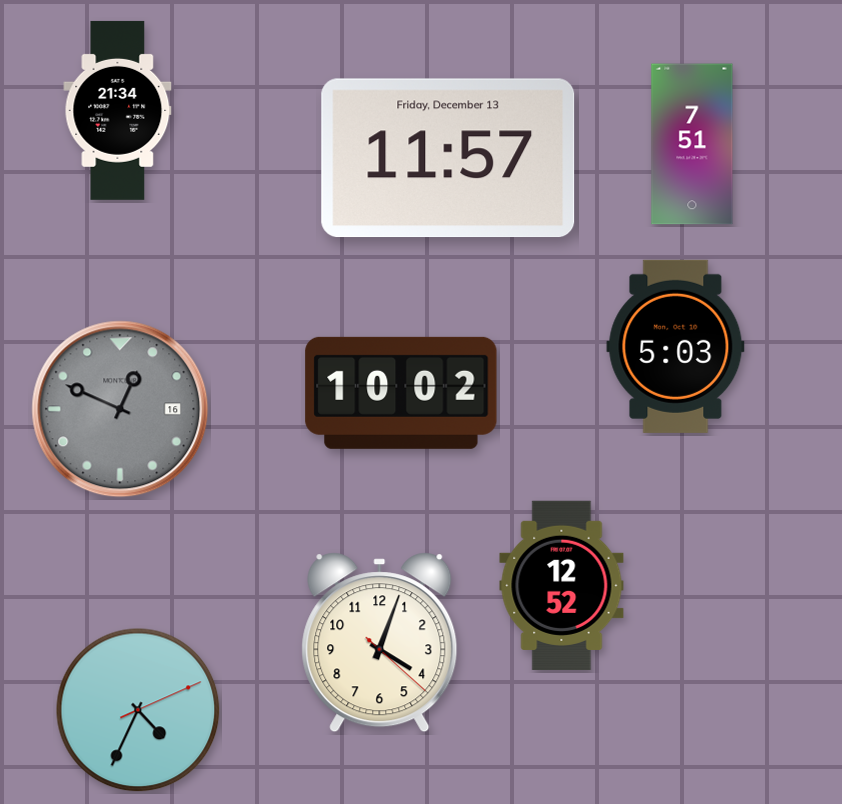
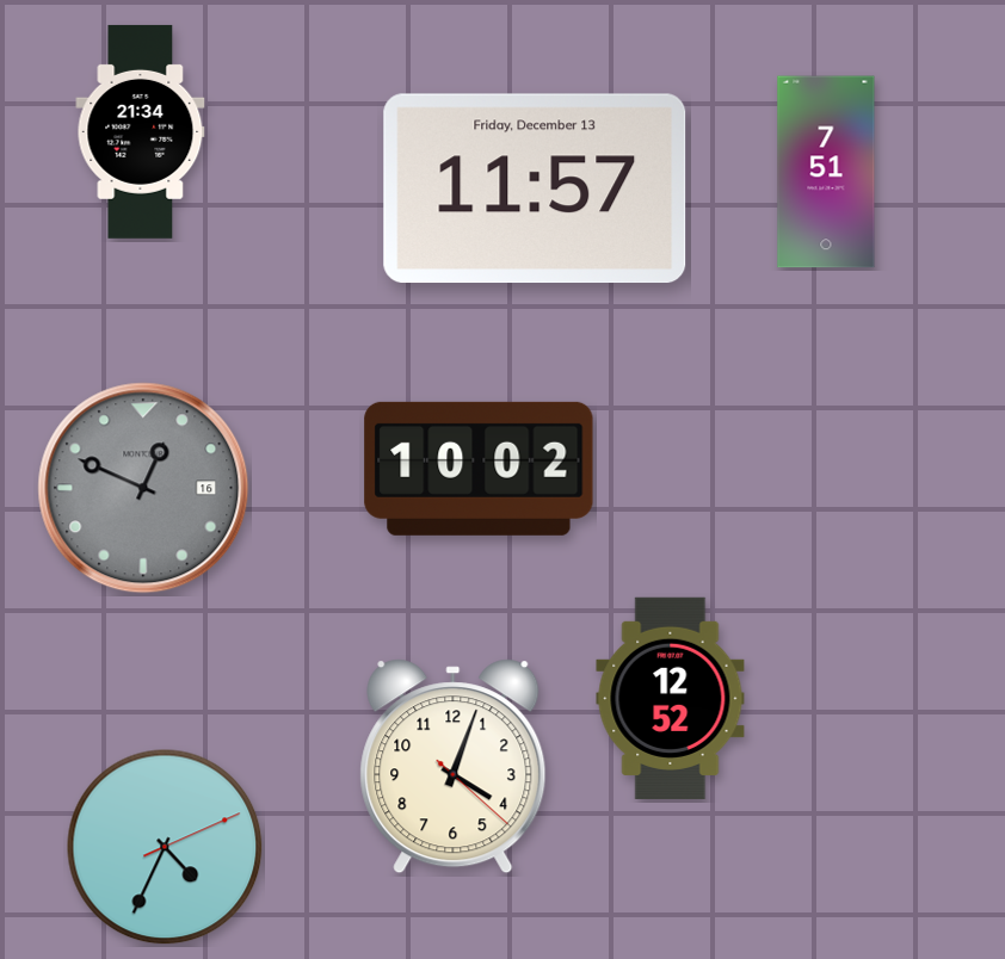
clock at (676, 346): 5:03 -> none
